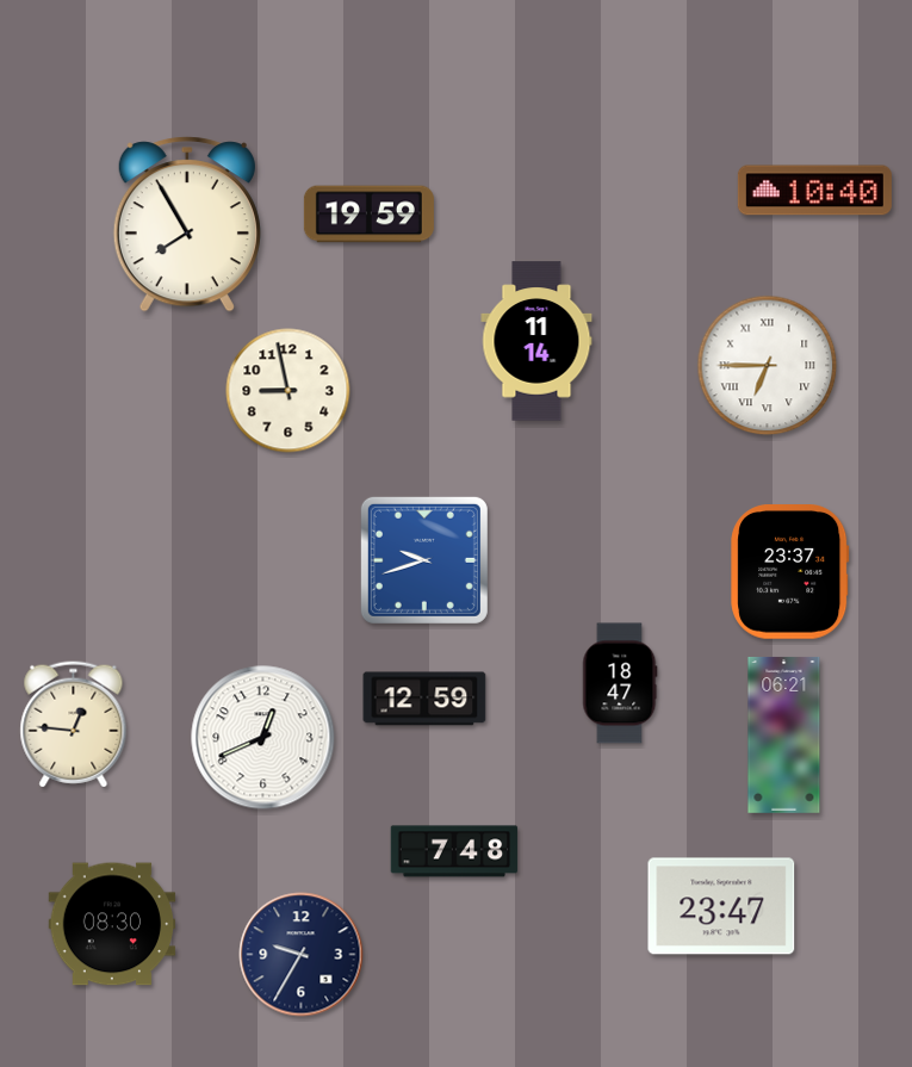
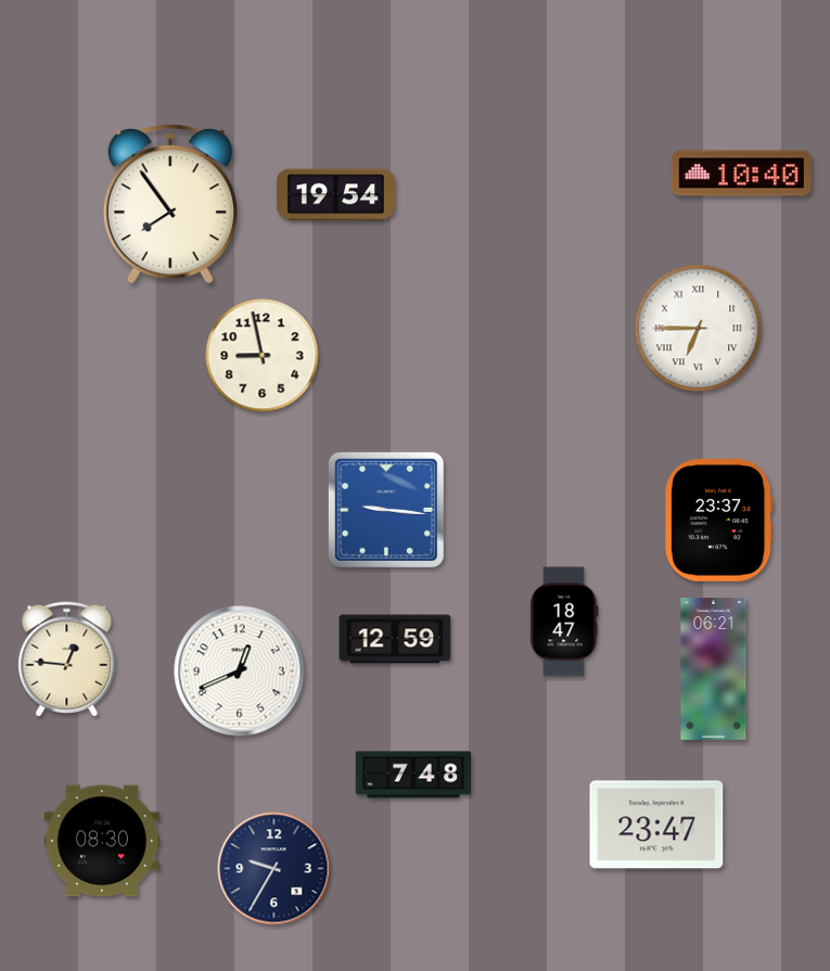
clock at (368, 215): 19:59 -> 19:54
clock at (187, 224): 7:55 -> 7:54
clock at (536, 341): 11:14 -> none
clock at (768, 366) position: (768, 366) -> (699, 329)
clock at (424, 560): 9:42 -> 9:16
clock at (424, 699) position: (424, 699) -> (395, 639)
